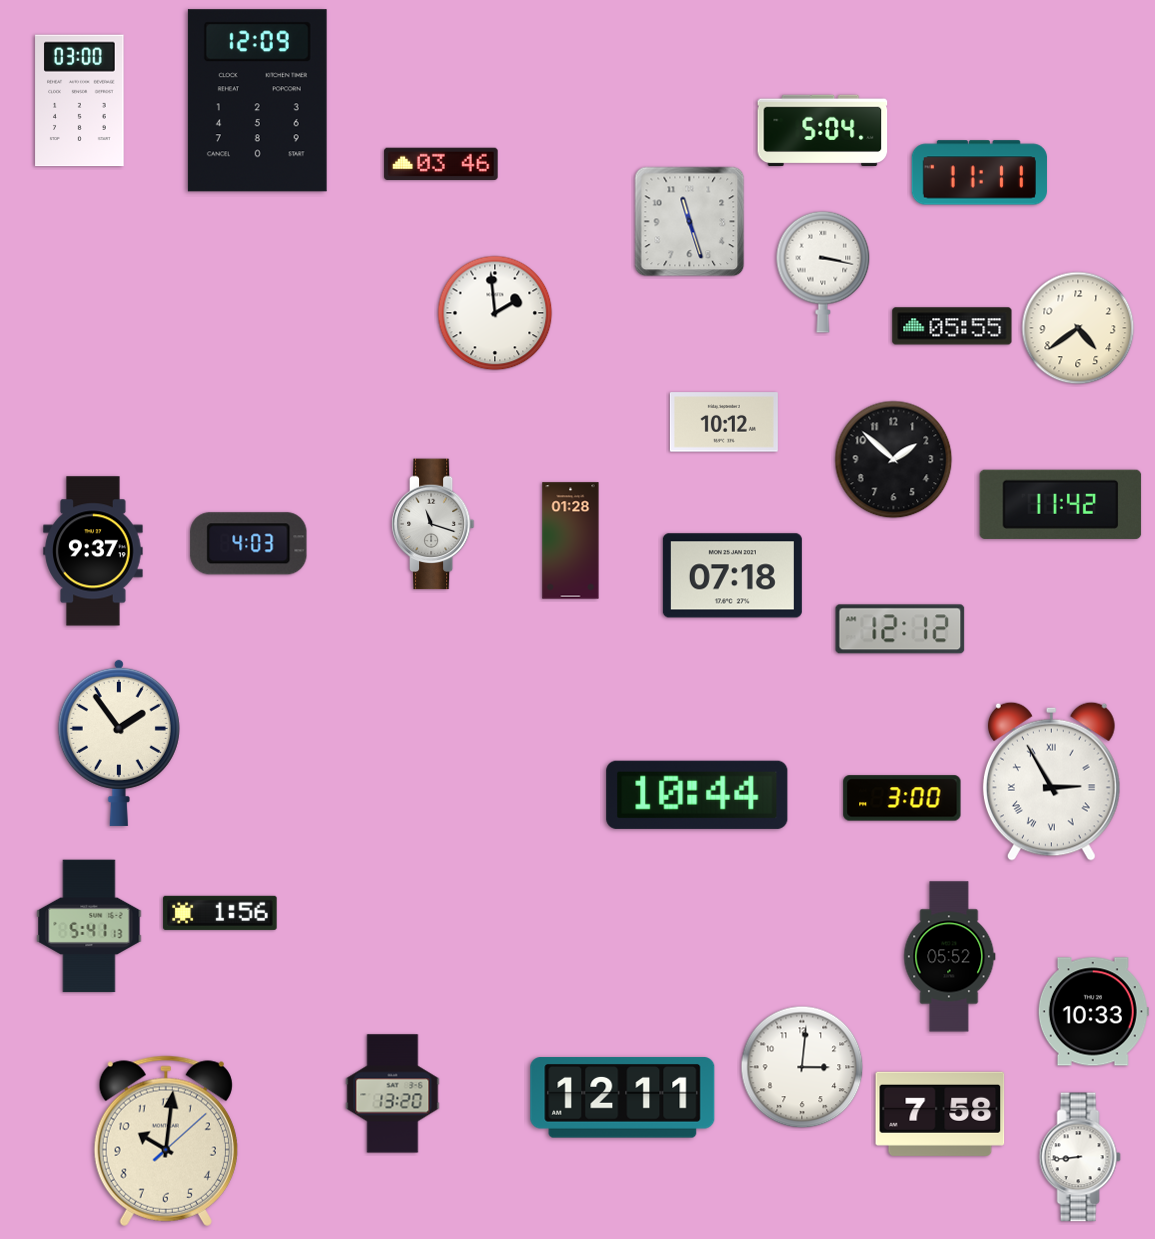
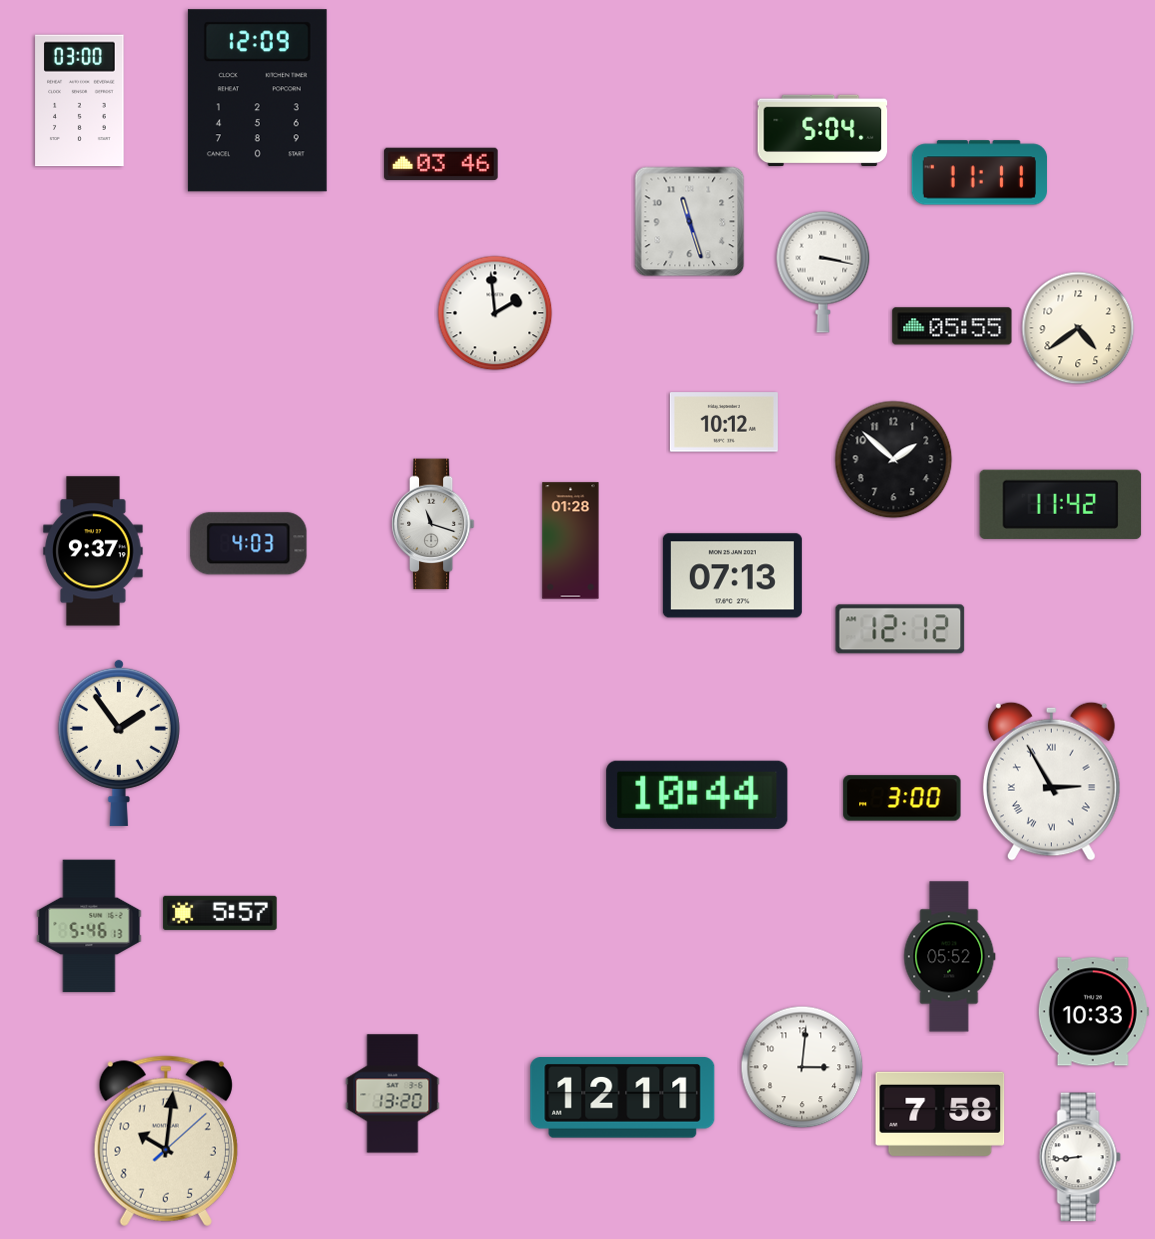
clock at (732, 576): 07:18 -> 07:13
clock at (220, 913): 1:56 -> 5:57
clock at (89, 926): 5:41 -> 5:46
